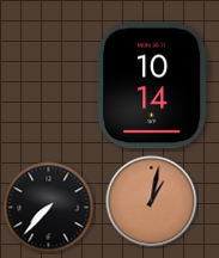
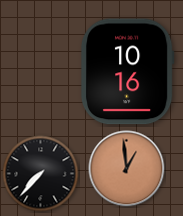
clock at (152, 86): 10:14 -> 10:16
clock at (152, 202): 1:02 -> 12:59
